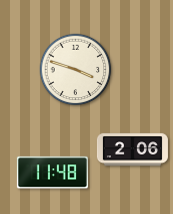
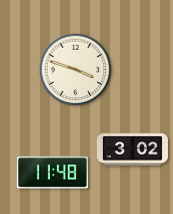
clock at (132, 150): 2:06 -> 3:02
